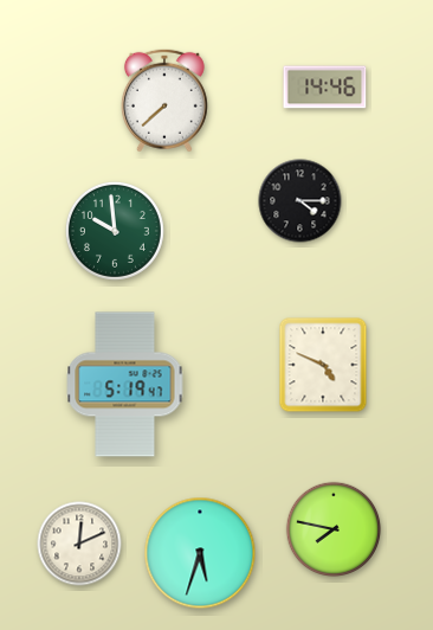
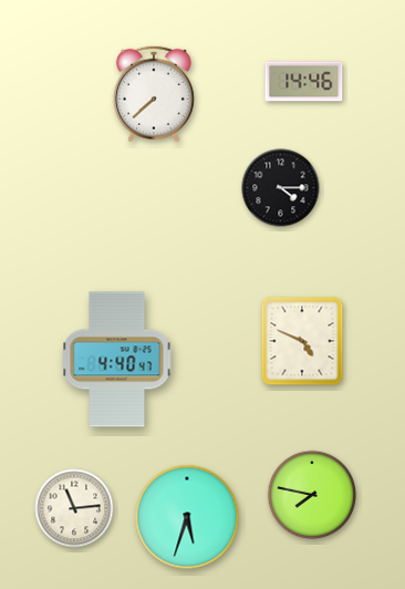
clock at (115, 231): 9:59 -> none
clock at (125, 385): 5:19 -> 4:40
clock at (79, 544): 12:11 -> 11:14
